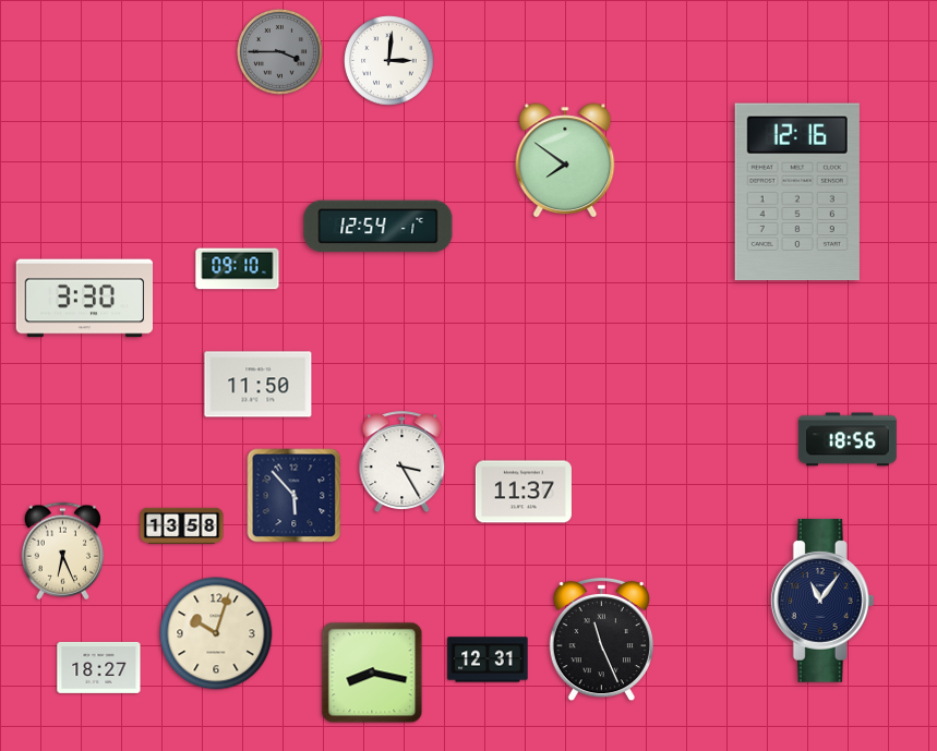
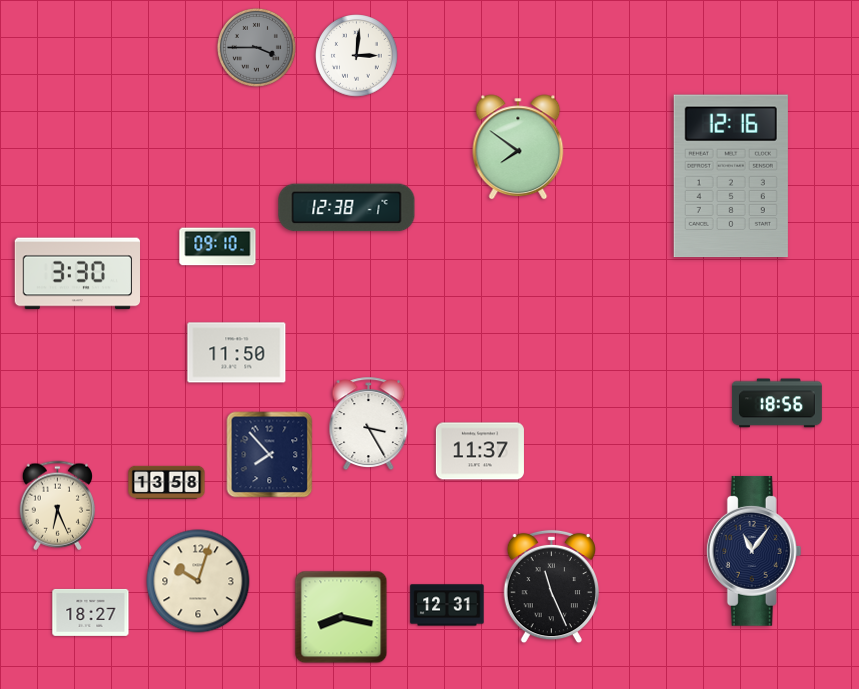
clock at (379, 227): 12:54 -> 12:38
clock at (295, 496): 5:53 -> 7:53
